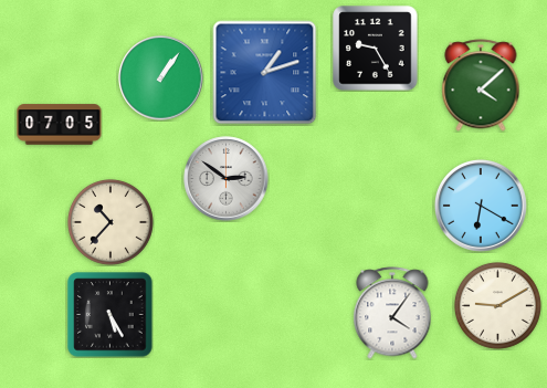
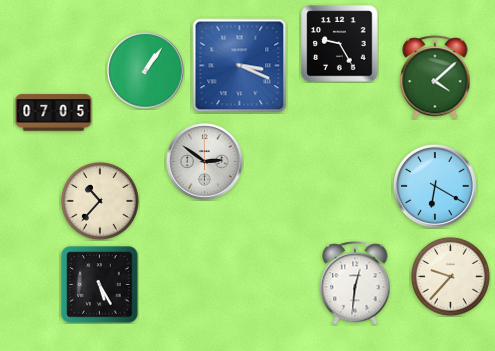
clock at (265, 73): 1:12 -> 3:19
clock at (497, 305): 9:10 -> 9:37
clock at (392, 313): 4:06 -> 12:31
